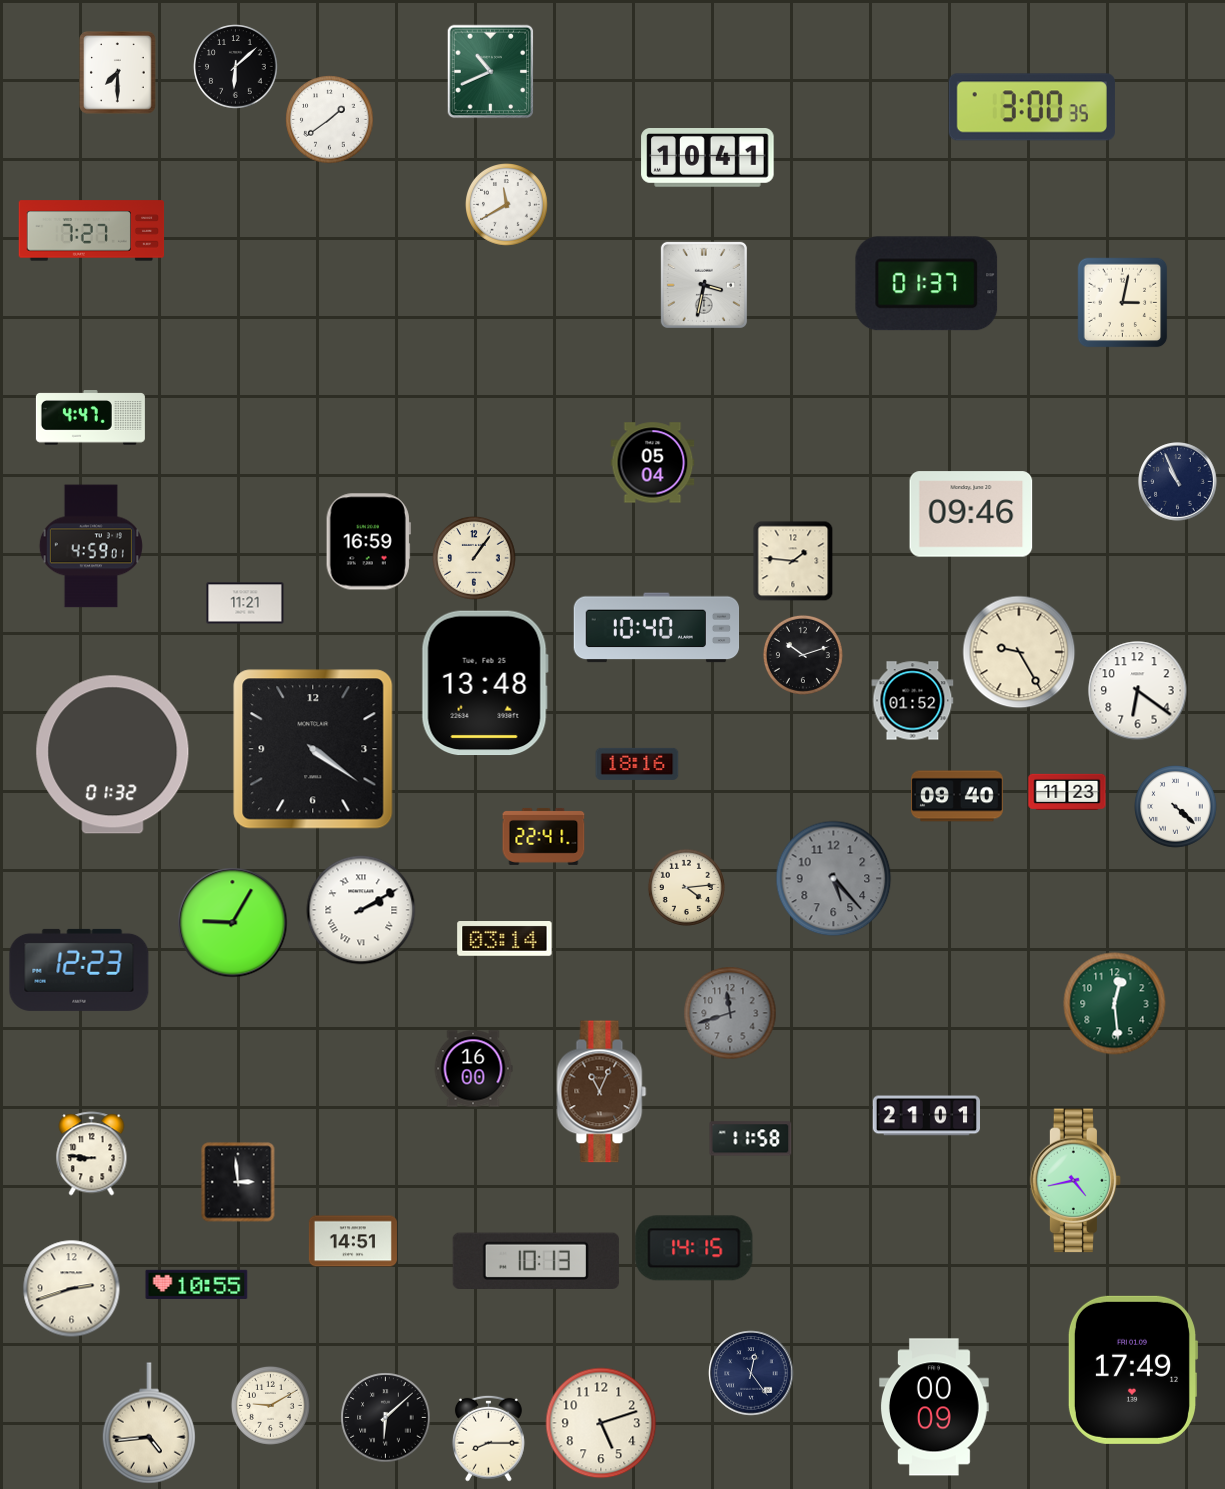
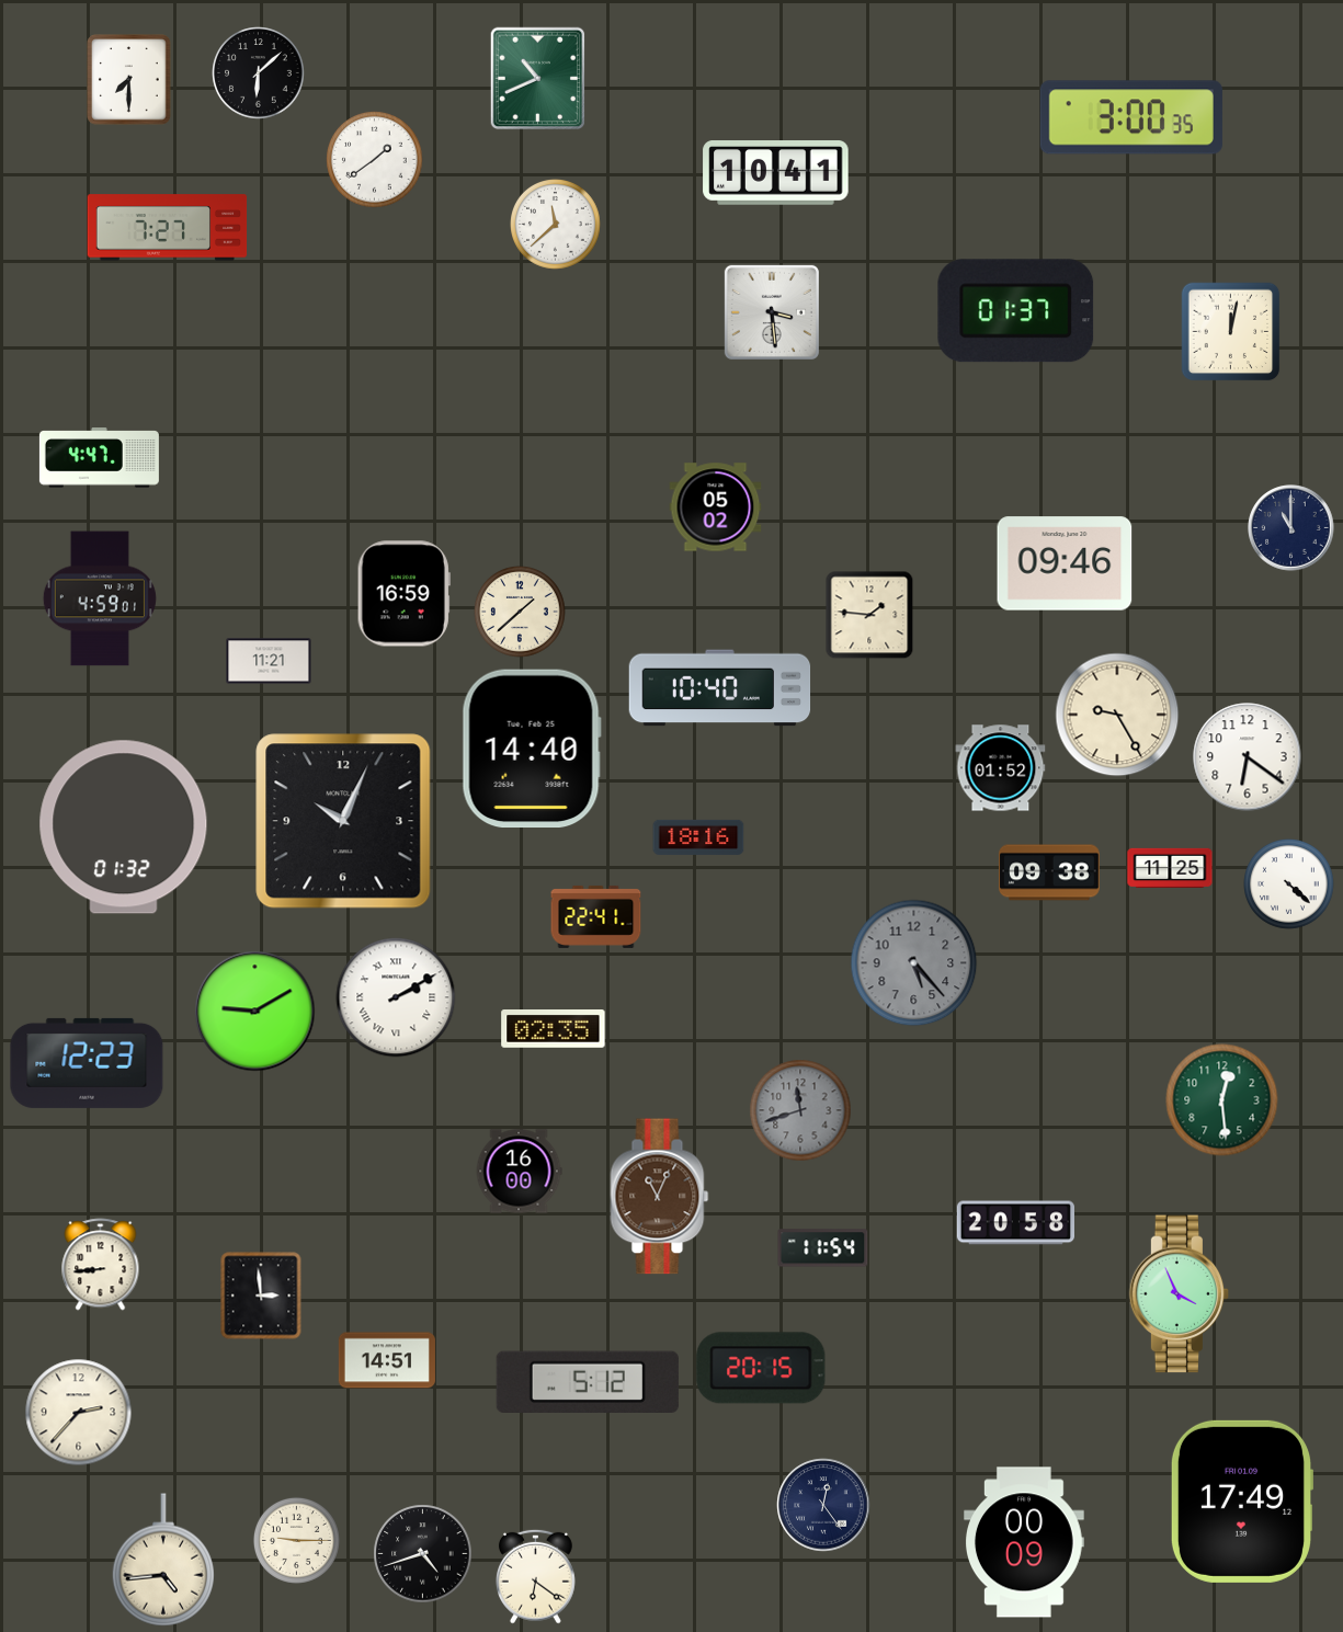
clock at (330, 120) position: (330, 120) -> (375, 160)
clock at (507, 205): 11:40 -> 11:38
clock at (92, 231) position: (92, 231) -> (168, 228)
clock at (704, 285): 3:32 -> 3:29
clock at (1123, 303): 3:02 -> 12:02
clock at (653, 463): 05:04 -> 05:02
clock at (1178, 482): 10:56 -> 11:00
clock at (475, 559): 1:06 -> 1:38
clock at (803, 655): 10:12 -> none
clock at (485, 683): 13:48 -> 14:40
clock at (313, 749): 4:21 -> 10:04
clock at (1067, 791): 11:23 -> 11:25
clock at (957, 796): 09:40 -> 09:38
clock at (686, 887): 4:14 -> none
clock at (233, 923): 9:05 -> 9:10
clock at (505, 939): 03:14 -> 02:35
clock at (926, 1116): 21:01 -> 20:58
clock at (751, 1139): 11:58 -> 11:54
clock at (92, 1154): 8:46 -> 8:44
clock at (1076, 1181): 4:43 -> 3:56
clock at (694, 1248): 14:15 -> 20:15
clock at (536, 1261): 10:13 -> 5:12
clock at (197, 1284): 10:55 -> none
clock at (72, 1289): 2:42 -> 2:37
clock at (270, 1405): 9:10 -> 9:15
clock at (386, 1418): 6:08 -> 4:42
clock at (601, 1423): 5:12 -> none
clock at (489, 1438): 8:15 -> 6:21
